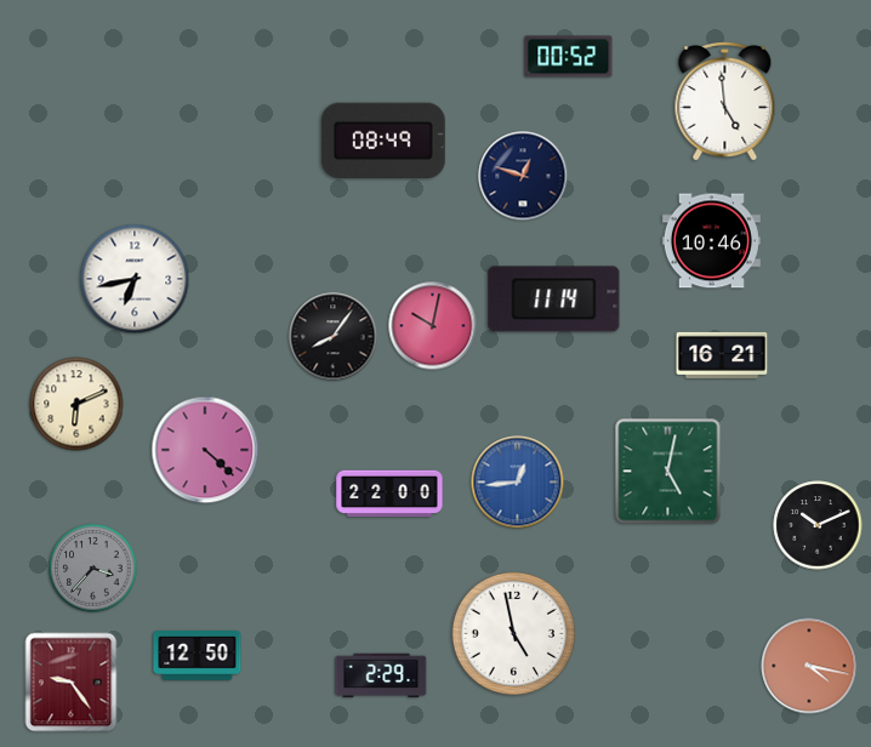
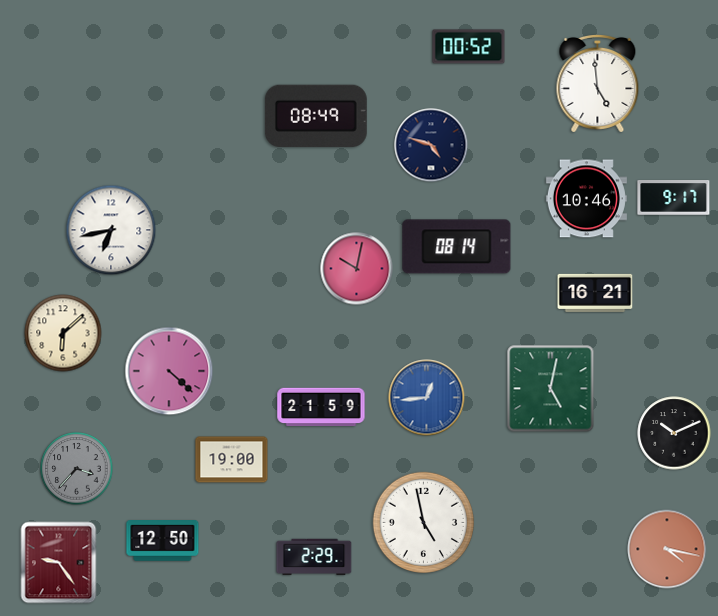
clock at (523, 176): 12:48 -> 4:48
clock at (674, 198): none -> 9:17
clock at (554, 300): 11:14 -> 08:14
clock at (334, 337): 8:06 -> none
clock at (76, 404): 6:11 -> 6:08
clock at (389, 494): 22:00 -> 21:59
clock at (232, 460): none -> 19:00
